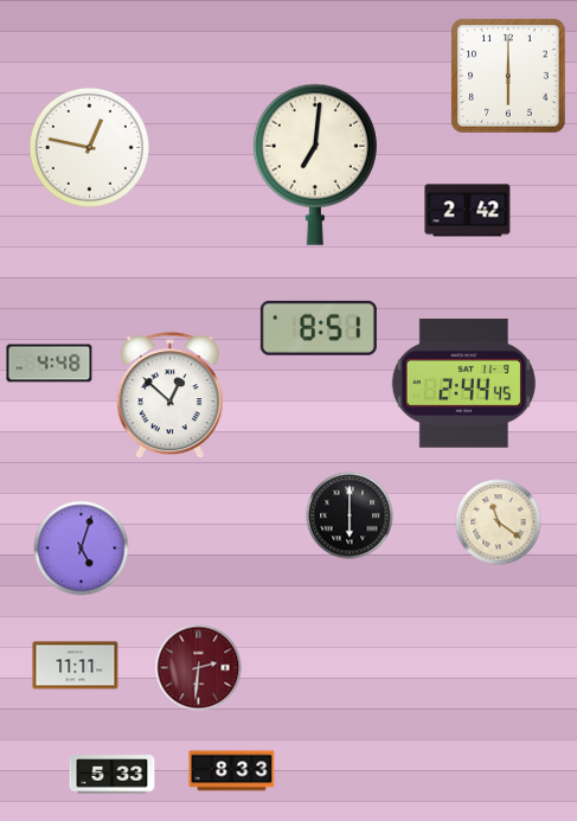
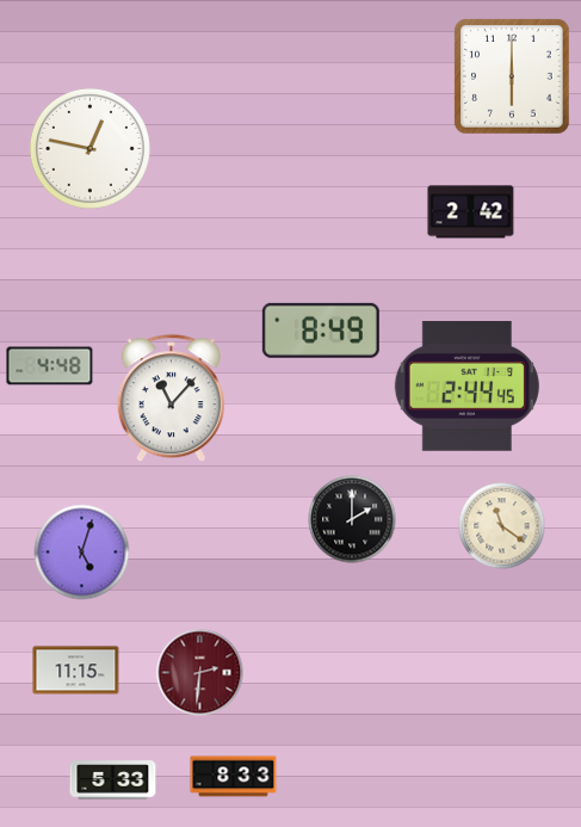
clock at (315, 165): 7:01 -> none
clock at (319, 328): 8:51 -> 8:49
clock at (169, 396): 12:52 -> 11:07
clock at (350, 515): 6:00 -> 2:00
clock at (76, 666): 11:11 -> 11:15
